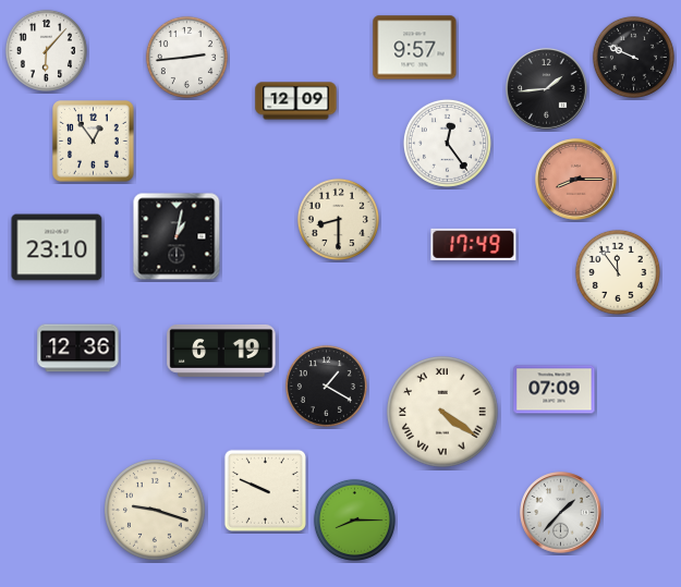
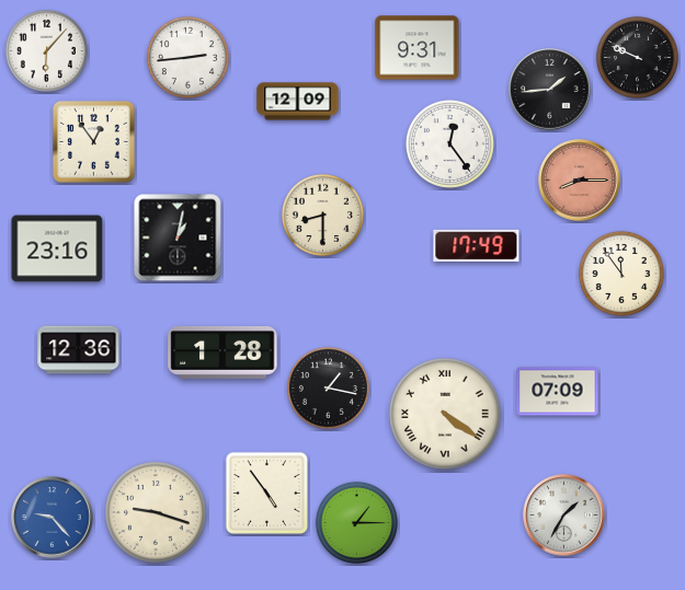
clock at (415, 48): 9:57 -> 9:31
clock at (338, 219) position: (338, 219) -> (322, 215)
clock at (57, 247): 23:10 -> 23:16
clock at (221, 351): 6:19 -> 1:28
clock at (326, 386): 1:20 -> 1:17
clock at (265, 490): 9:49 -> 4:54
clock at (561, 513): 1:37 -> 1:35
clock at (53, 518): none -> 9:23
clock at (354, 519): 8:15 -> 1:15
